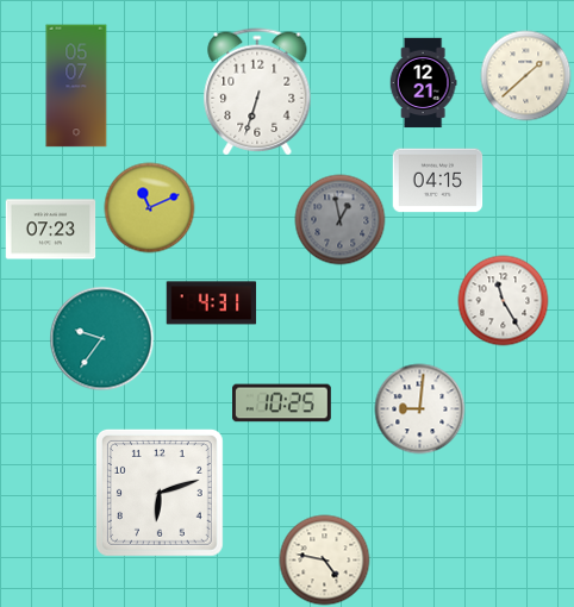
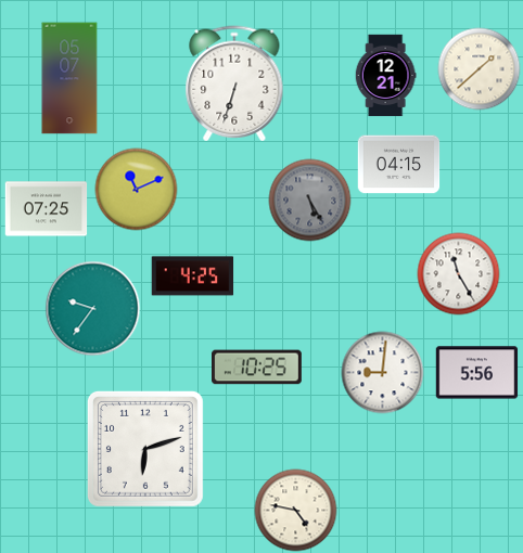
clock at (341, 220): 12:58 -> 5:25
clock at (51, 230): 07:23 -> 07:25
clock at (212, 303): 4:31 -> 4:25
clock at (477, 373): none -> 5:56
